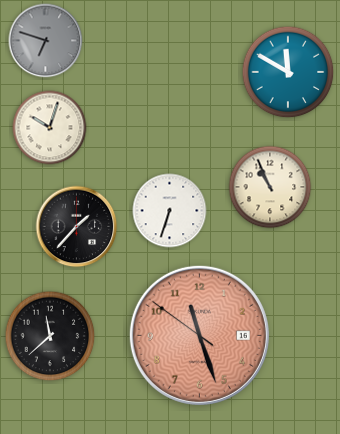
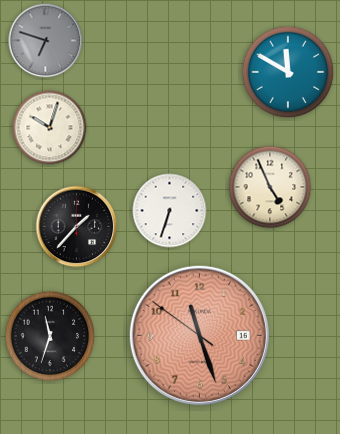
clock at (270, 187): 10:56 -> 4:56
clock at (50, 336): 11:38 -> 11:33
